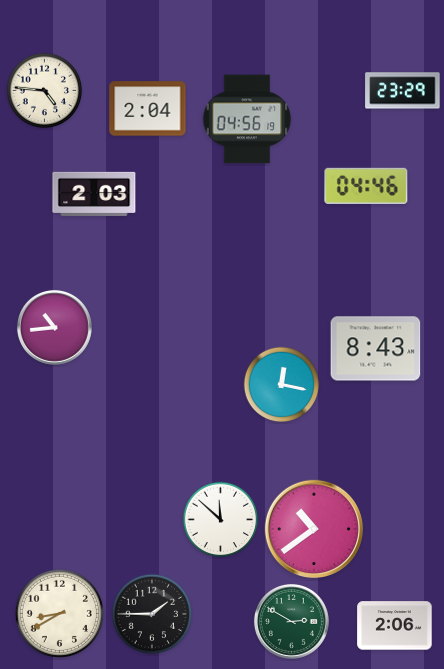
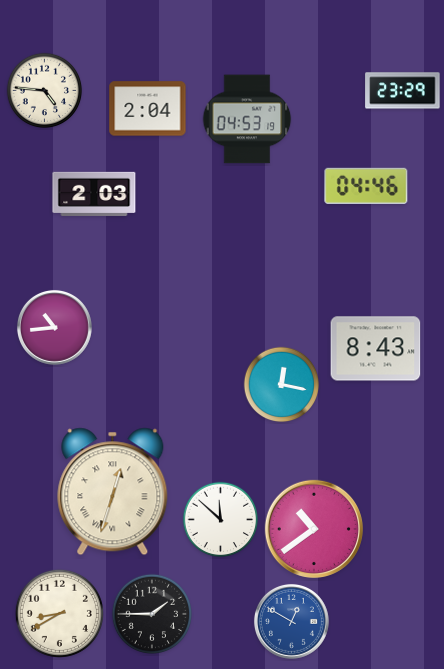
clock at (247, 119): 04:56 -> 04:53
clock at (113, 492): none -> 12:33
clock at (291, 621): 2:50 -> 12:50
clock at (291, 621) dial: green -> blue
clock at (395, 626): 2:06 -> none
